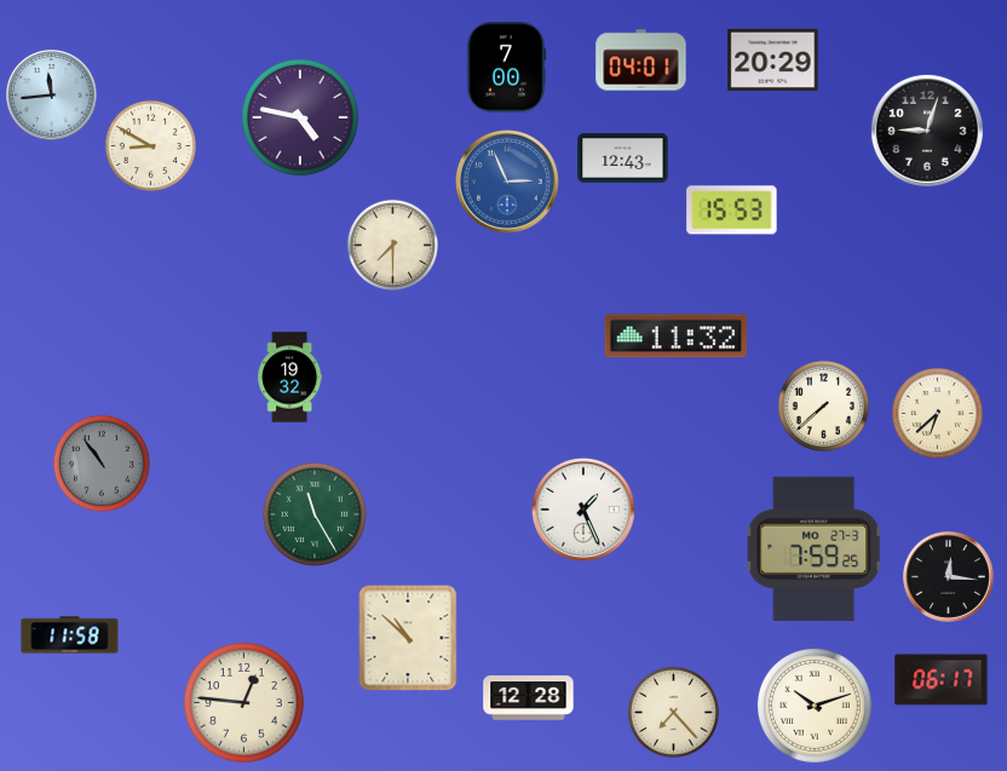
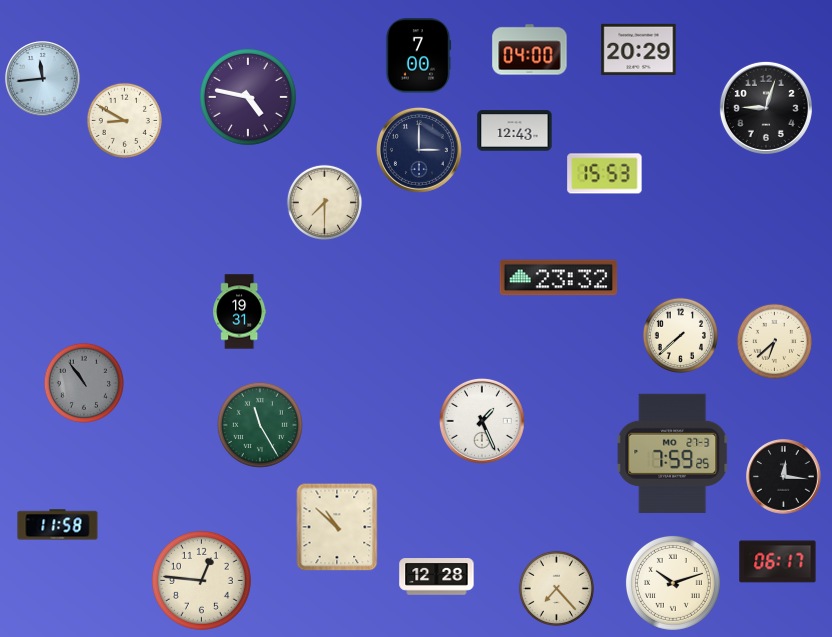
clock at (641, 61): 04:01 -> 04:00
clock at (507, 182): 2:56 -> 3:00
clock at (507, 182) dial: blue -> navy
clock at (677, 336): 11:32 -> 23:32
clock at (290, 378): 19:32 -> 19:31
